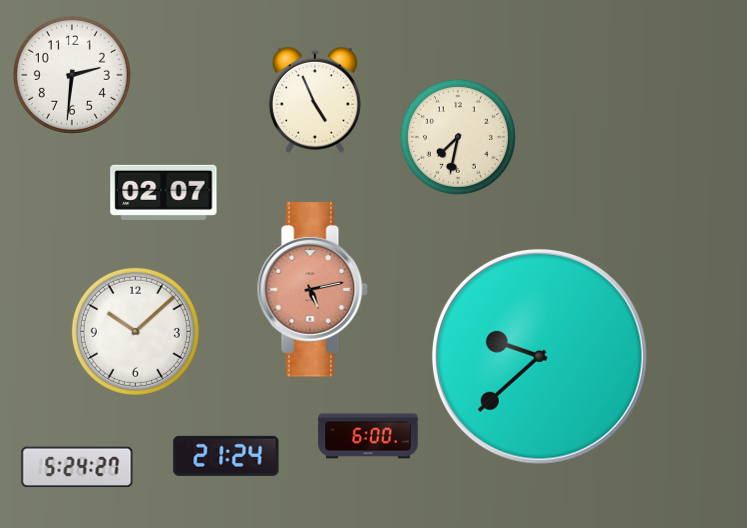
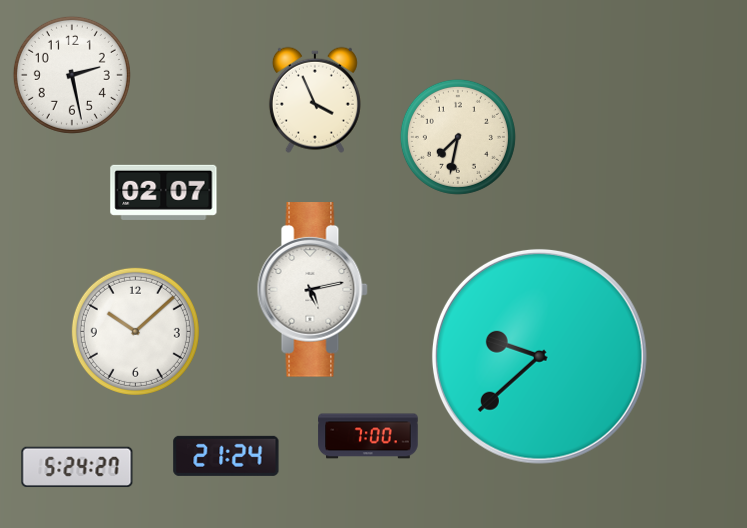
clock at (72, 75): 2:31 -> 2:28
clock at (315, 100): 4:56 -> 3:56
clock at (312, 290) dial: salmon -> white
clock at (368, 436): 6:00 -> 7:00
